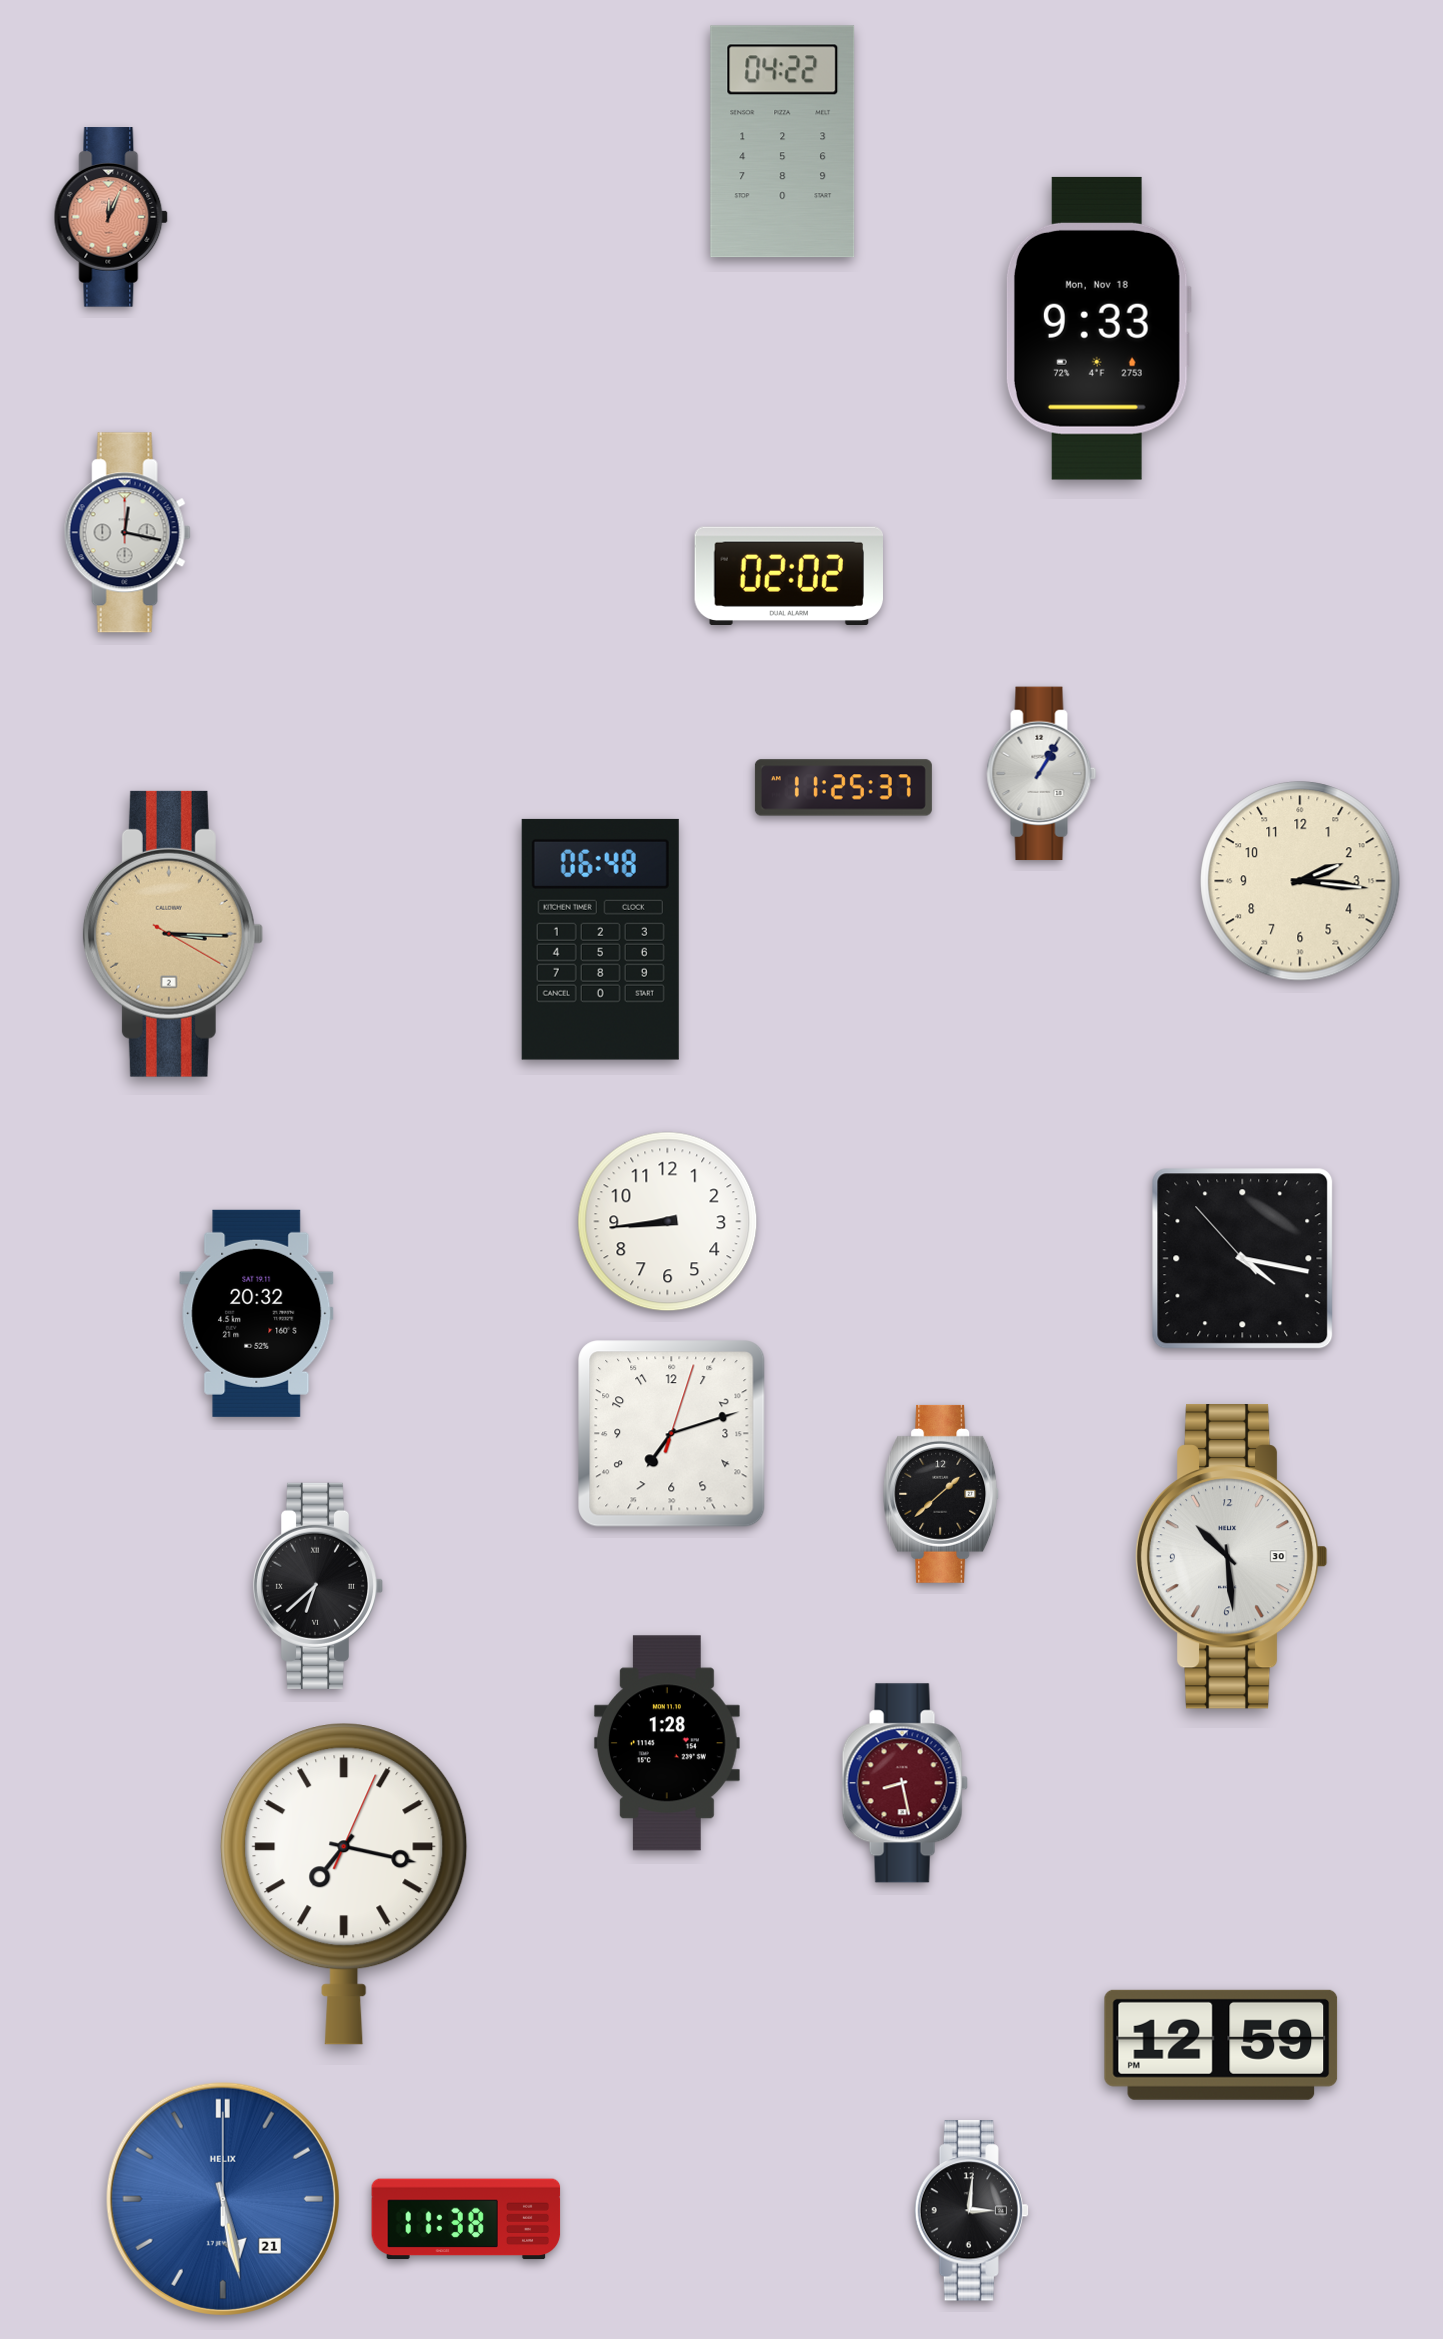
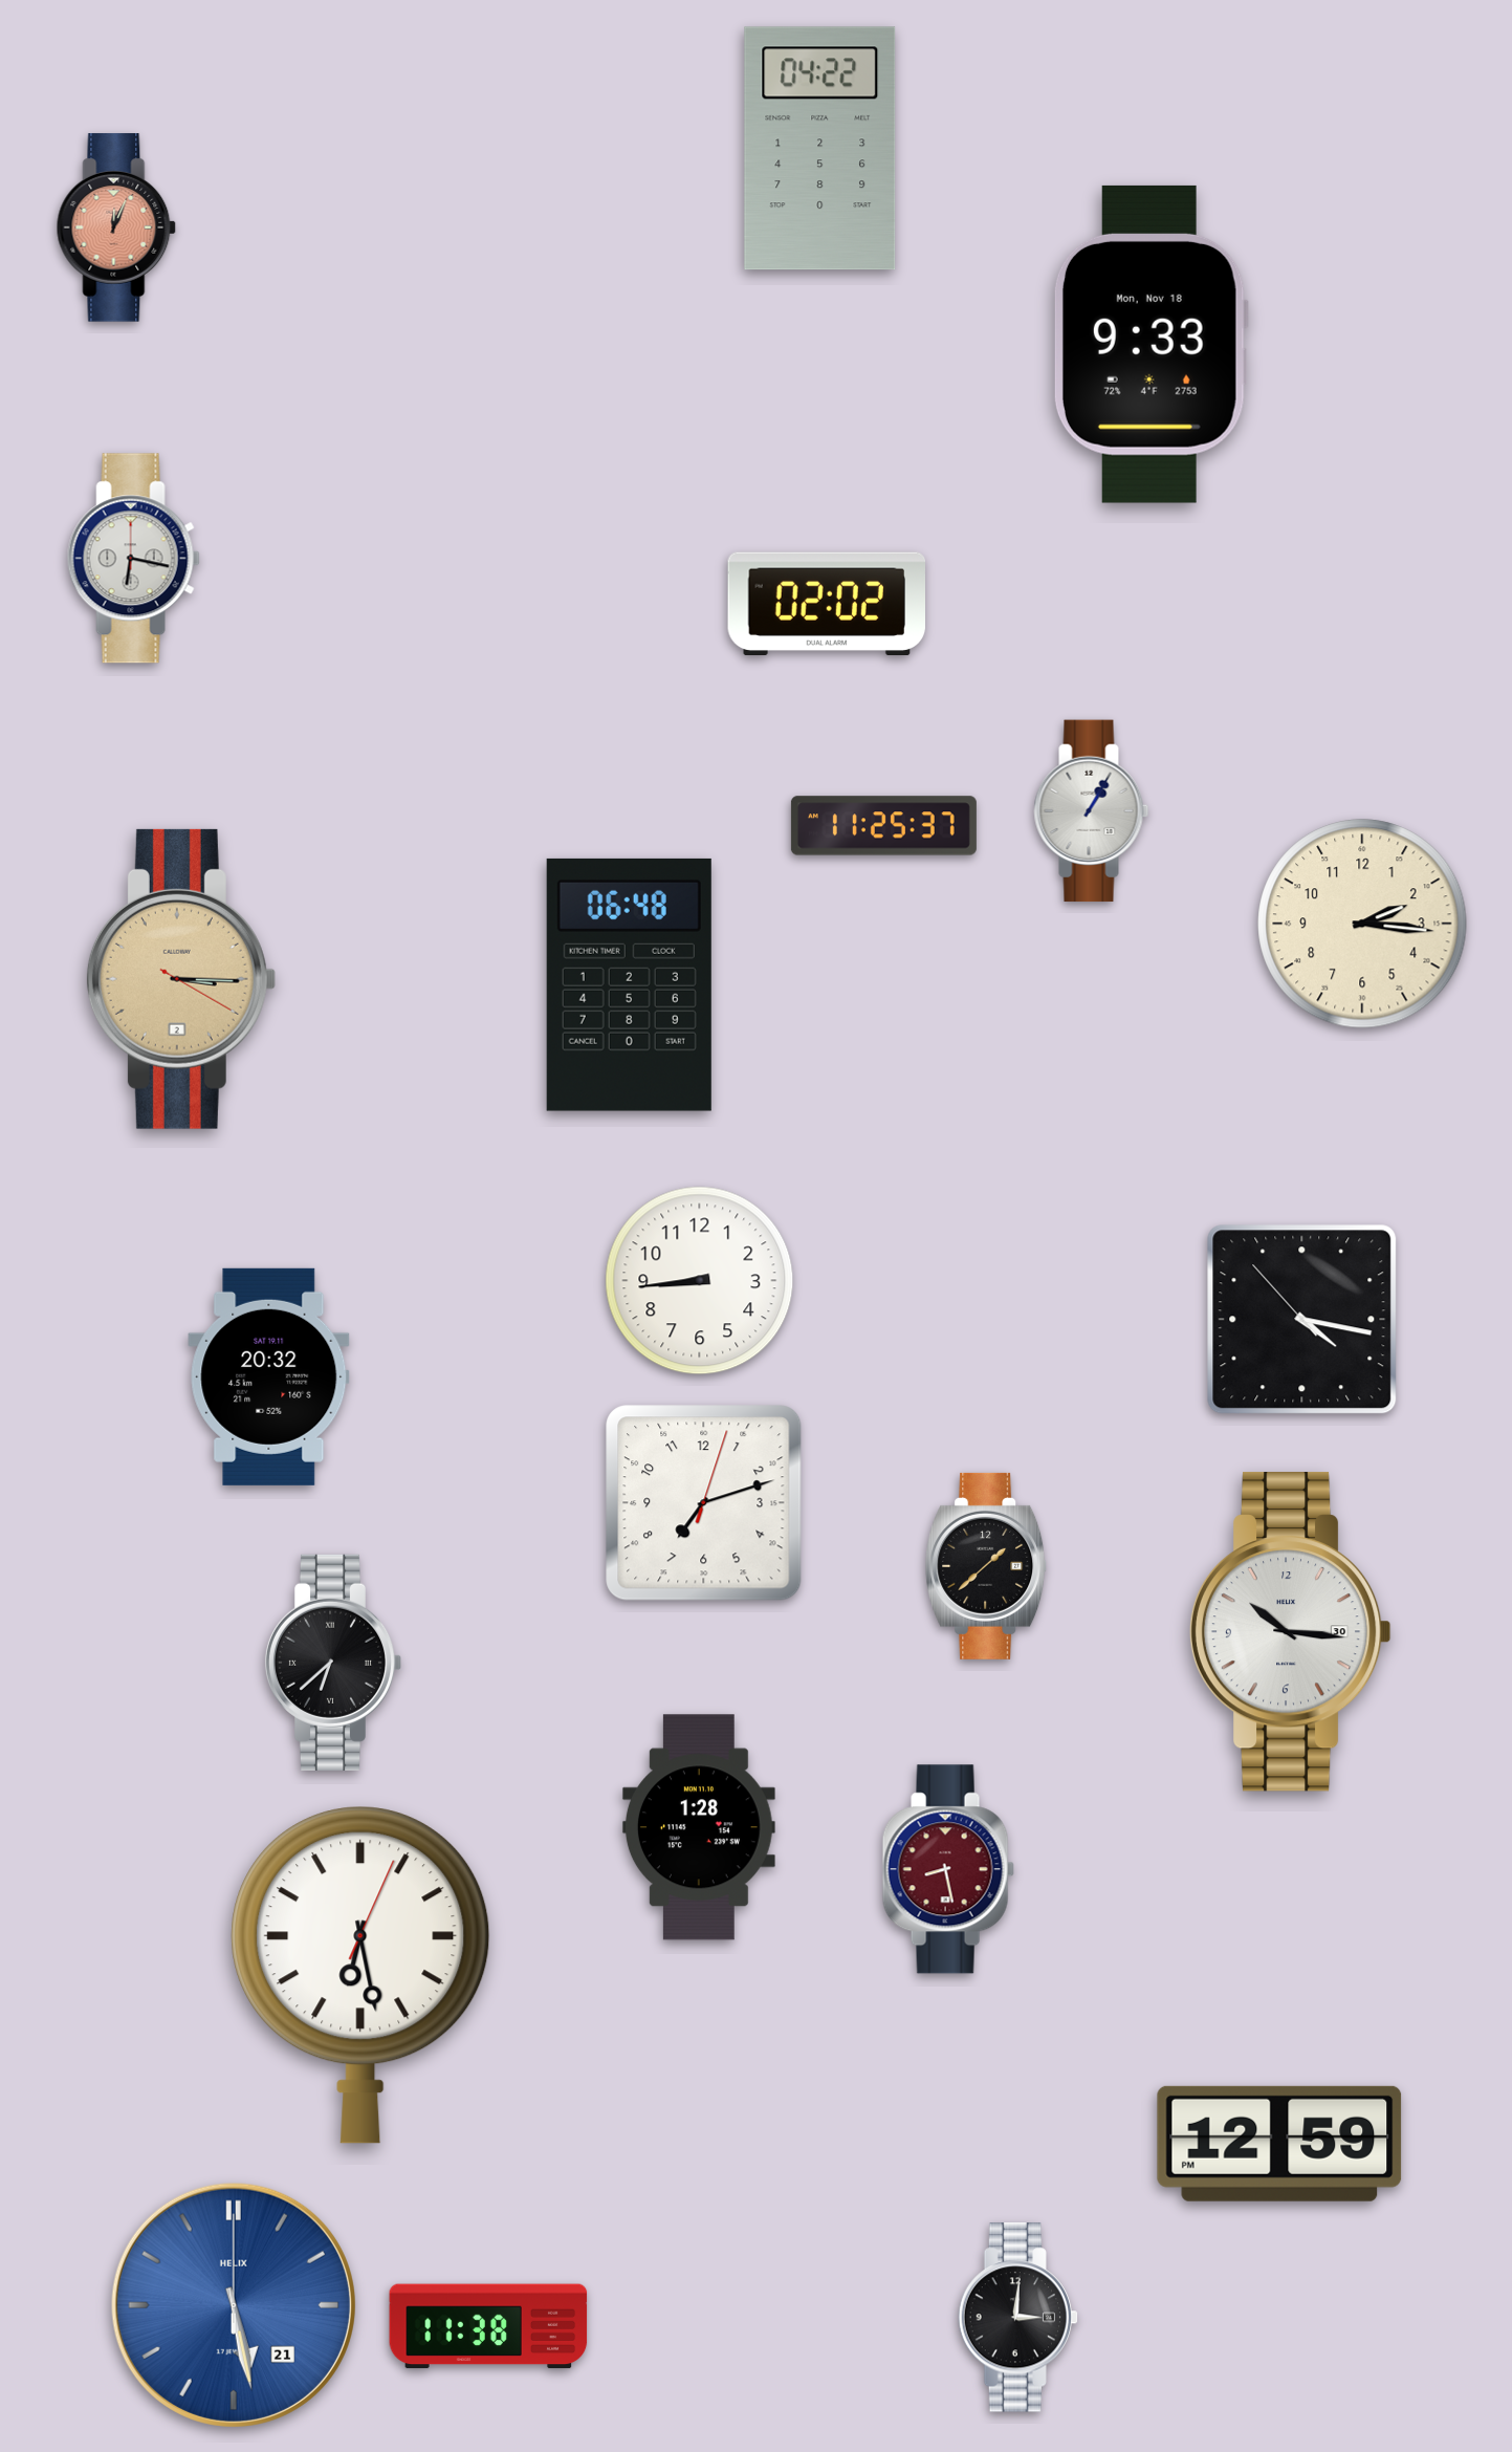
clock at (127, 533): 12:17 -> 6:17
clock at (1231, 1557): 10:29 -> 10:16
clock at (344, 1884): 7:17 -> 6:28
